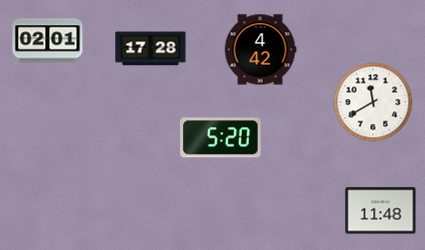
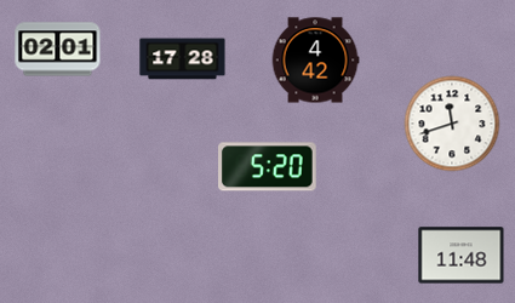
clock at (373, 102): 11:40 -> 11:42
